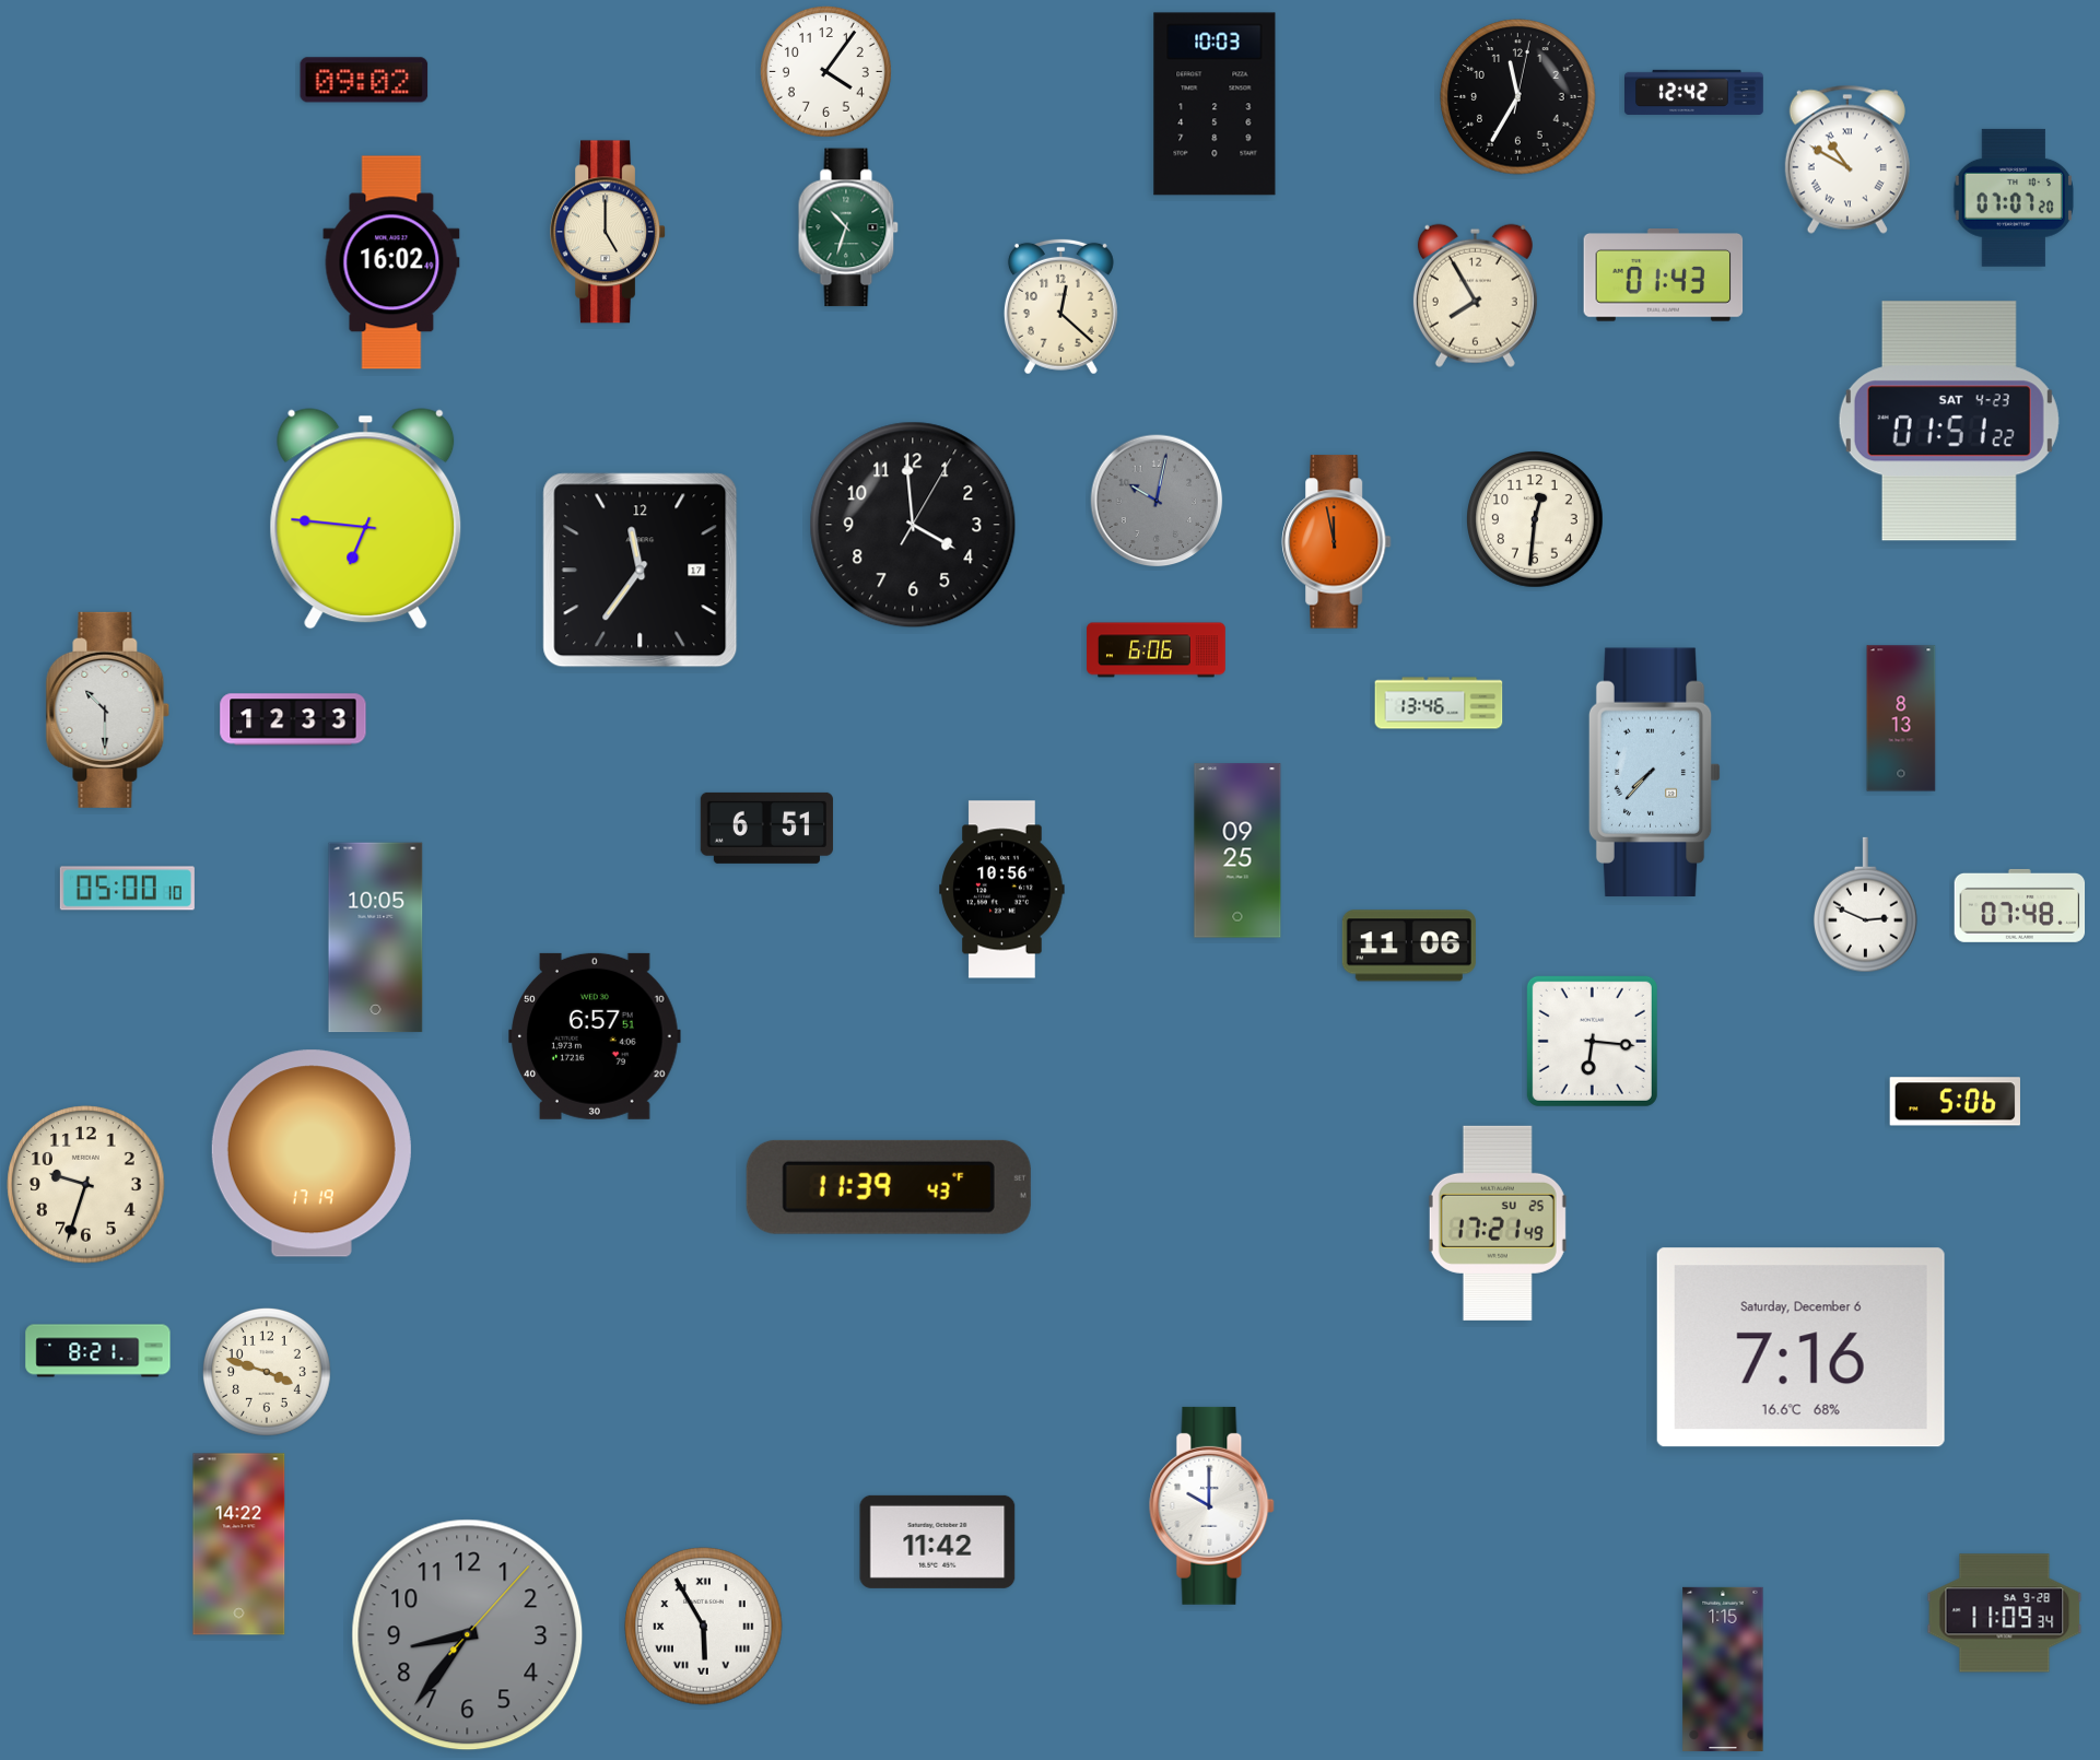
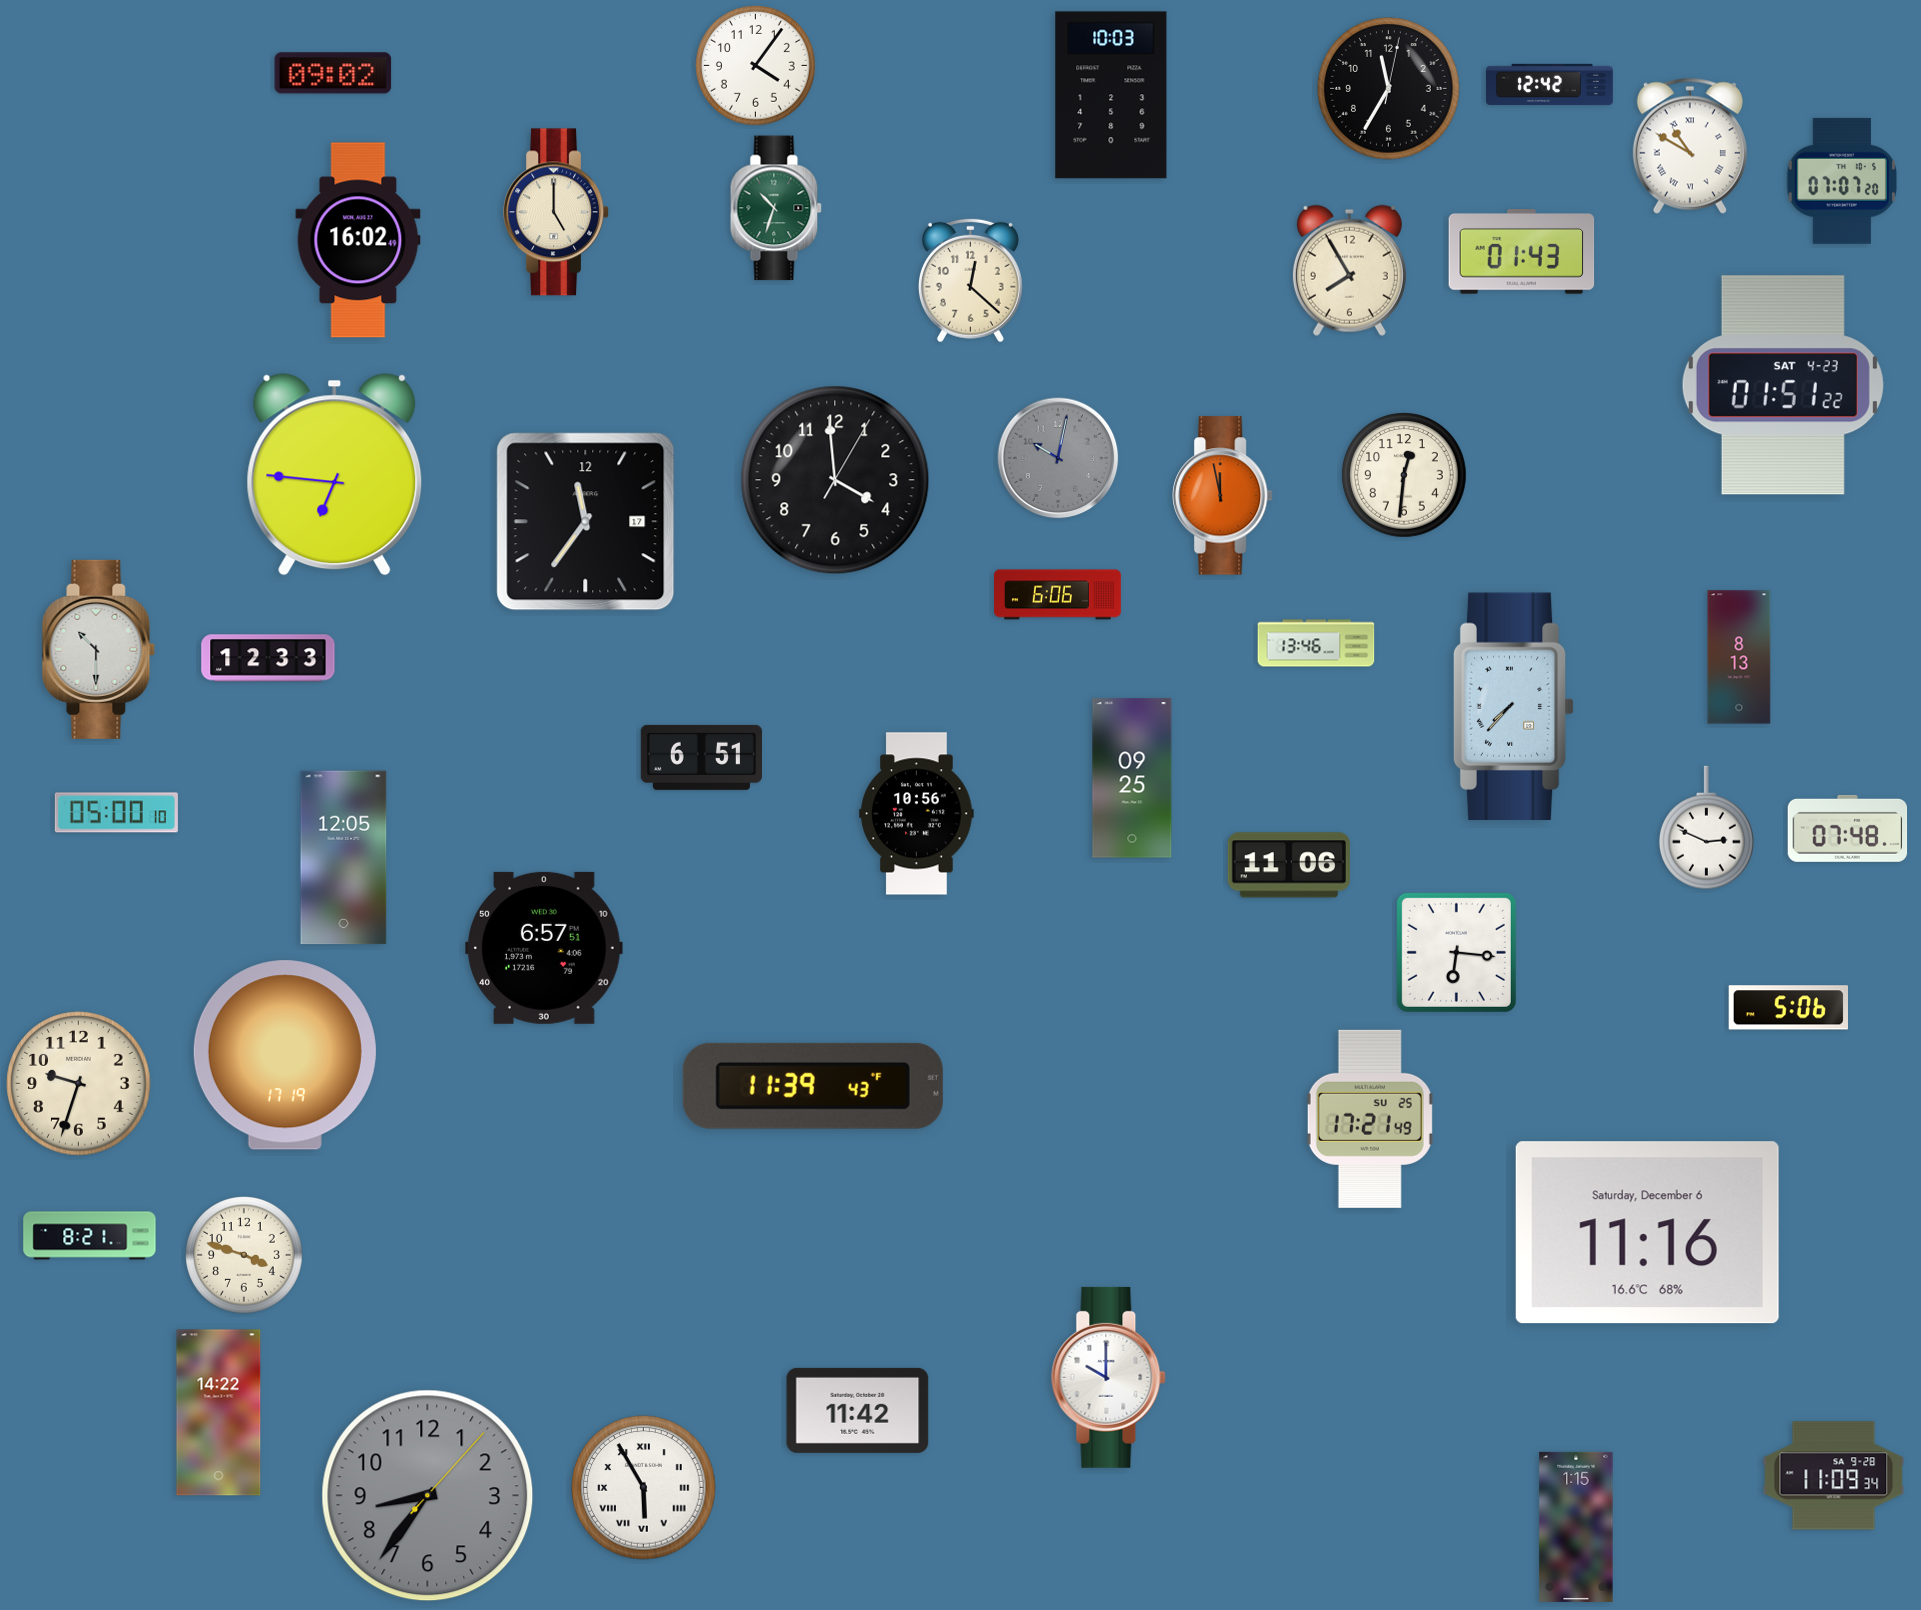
clock at (376, 938): 10:05 -> 12:05
clock at (1800, 1348): 7:16 -> 11:16
